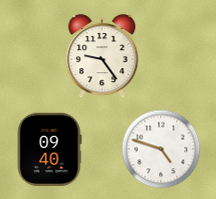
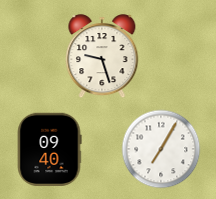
clock at (102, 57): 9:24 -> 9:27
clock at (161, 149): 4:48 -> 7:05
